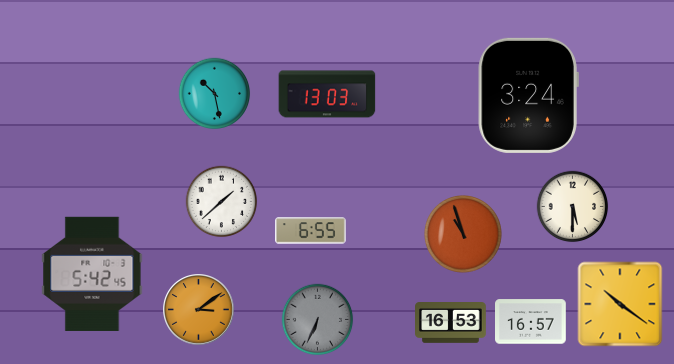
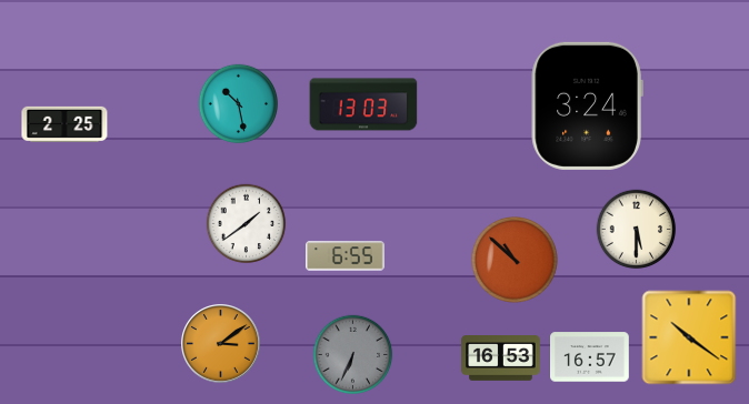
clock at (64, 124): none -> 2:25
clock at (222, 202): 1:38 -> 1:39
clock at (464, 235): 10:57 -> 10:52
clock at (92, 274): 5:42 -> none
